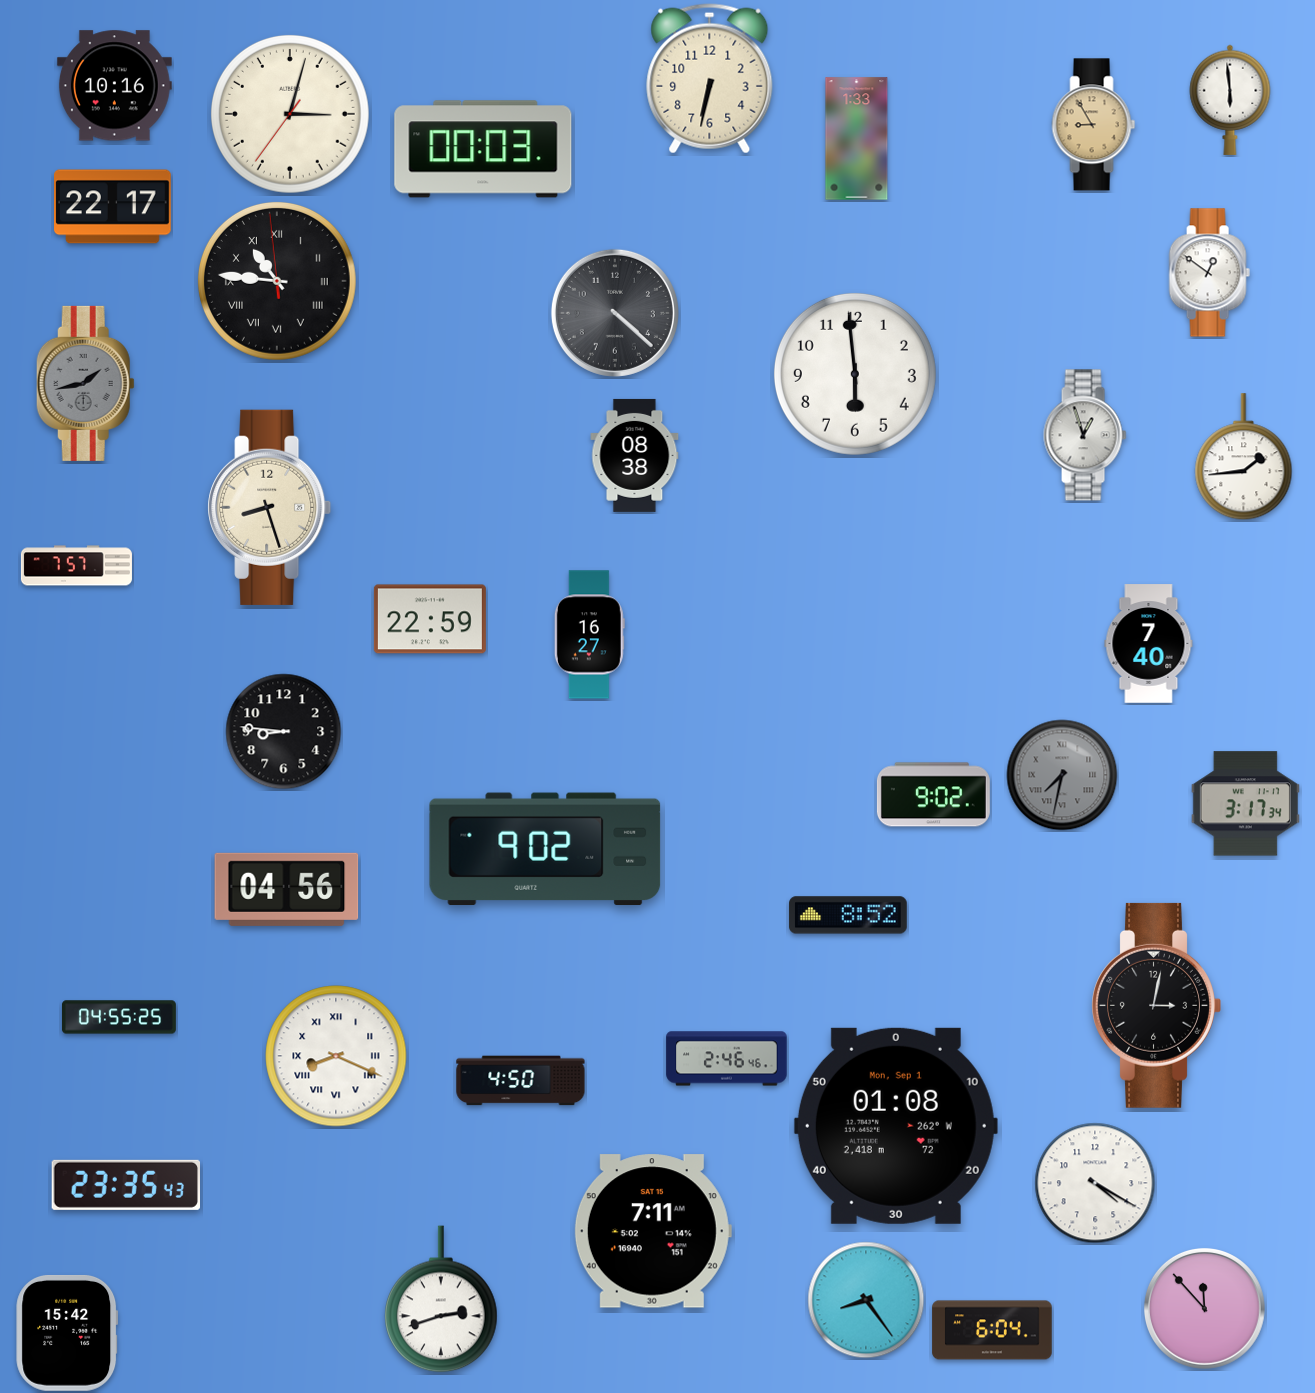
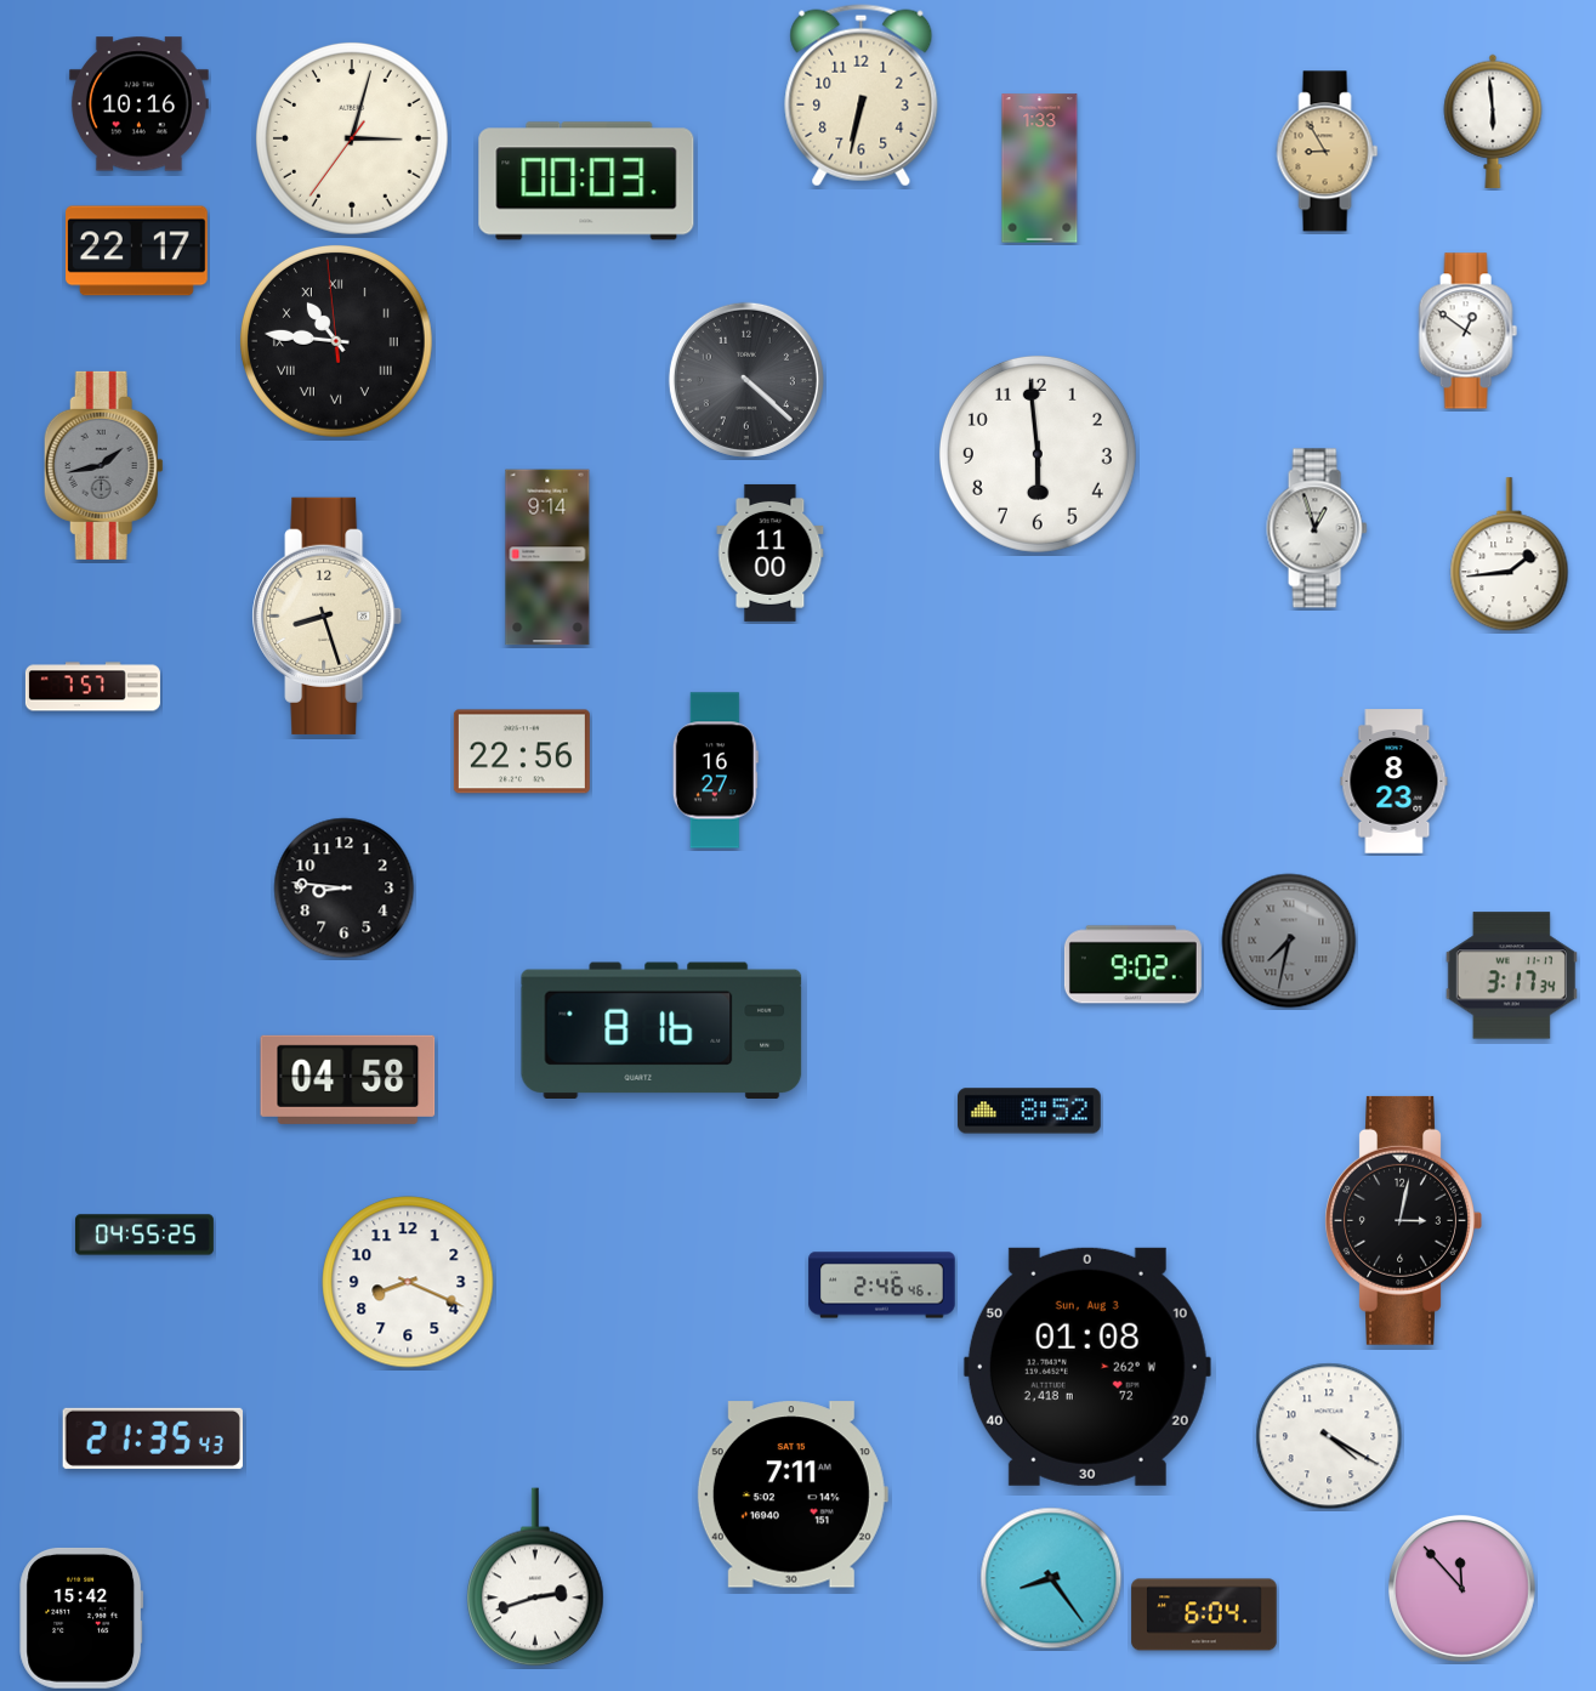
clock at (635, 455): 08:38 -> 11:00
clock at (547, 557): none -> 9:14
clock at (430, 619): 22:59 -> 22:56
clock at (1149, 644): 7:40 -> 8:23
clock at (545, 849): 9:02 -> 8:16
clock at (287, 889): 04:56 -> 04:58
clock at (336, 1056) numerals: Roman -> Arabic
clock at (521, 1081): 4:50 -> none
clock at (896, 1126) date: Mon, Sep 1 -> Sun, Aug 3
clock at (125, 1185): 23:35 -> 21:35
